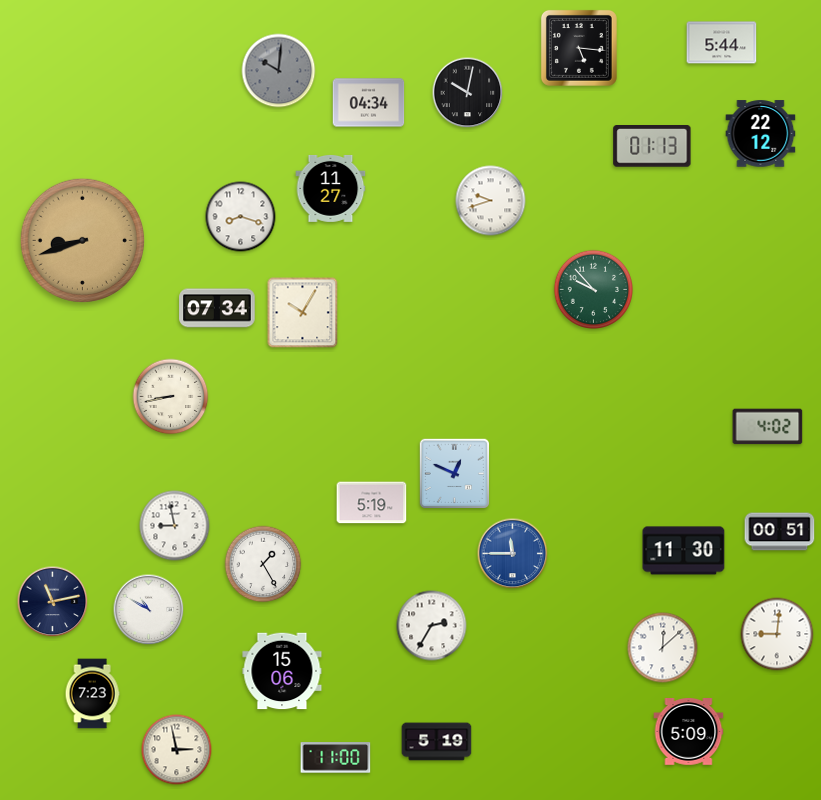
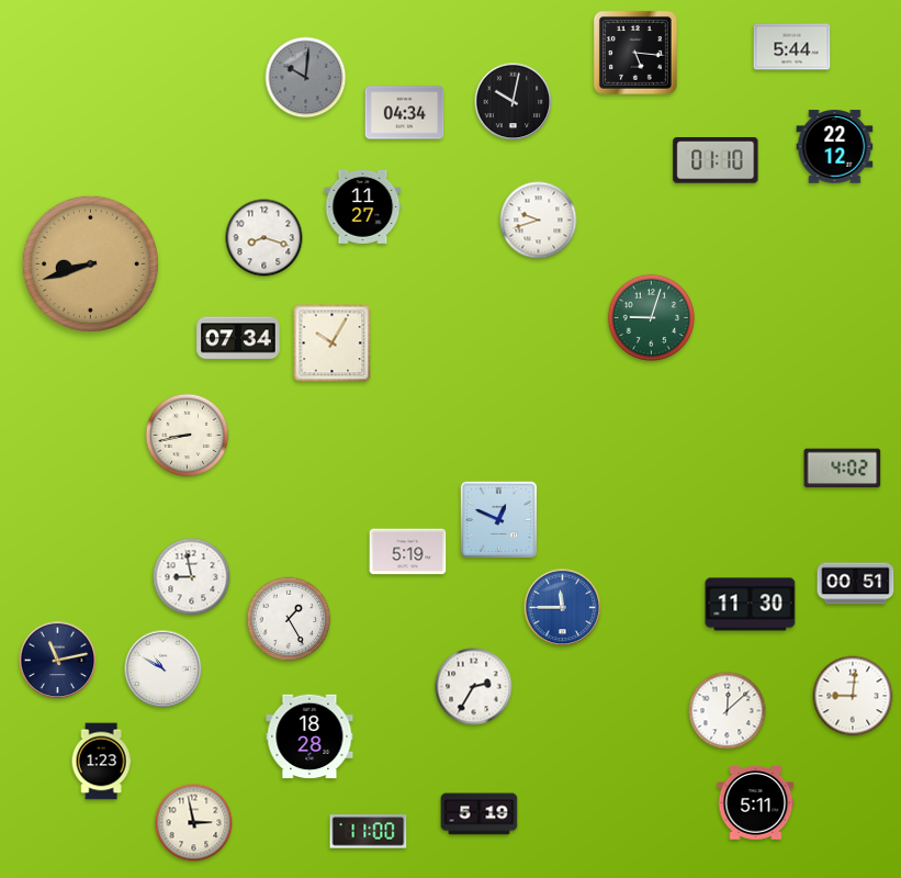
clock at (652, 147): 01:13 -> 01:10
clock at (593, 289): 9:53 -> 9:03
clock at (282, 671): 15:06 -> 18:28
clock at (92, 694): 7:23 -> 1:23
clock at (689, 732): 5:09 -> 5:11
